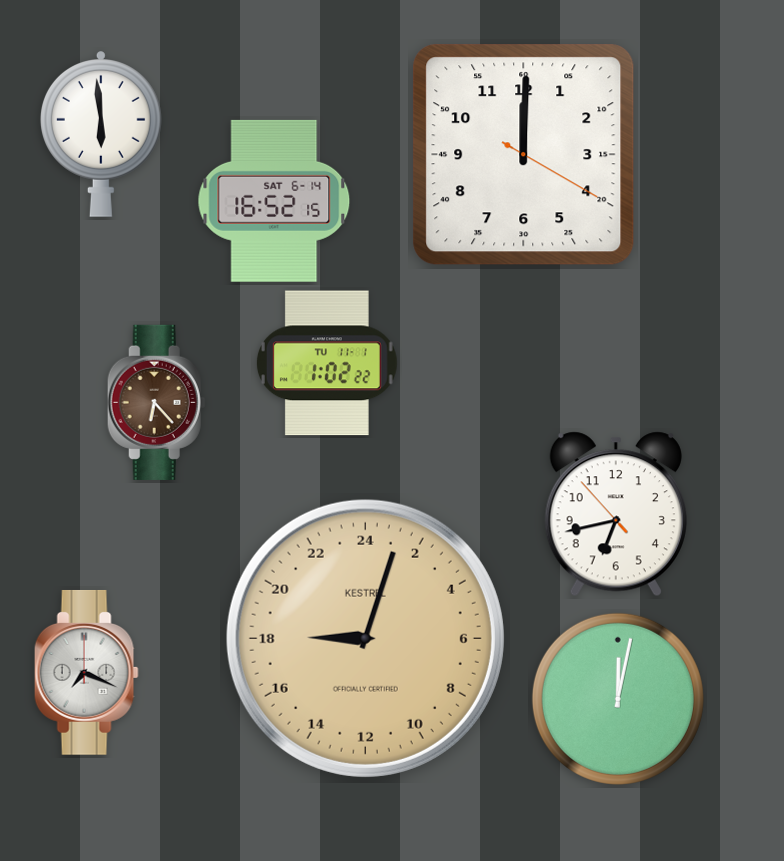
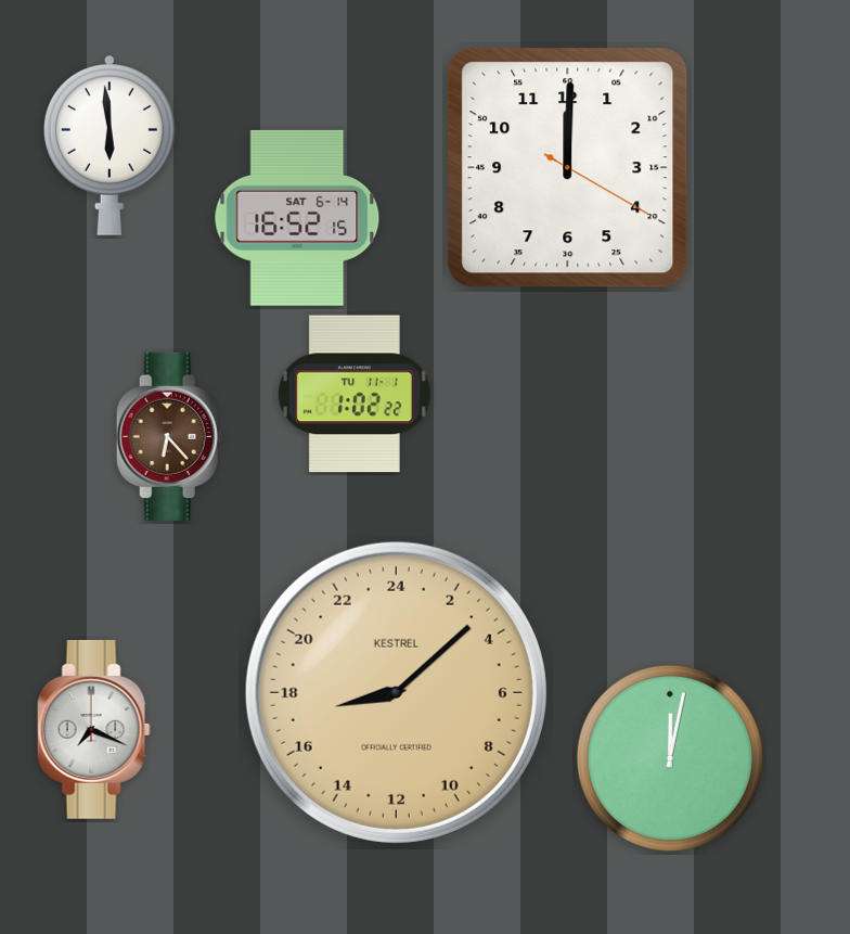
clock at (616, 514): 6:42 -> none
clock at (365, 638): 18:03 -> 17:08
